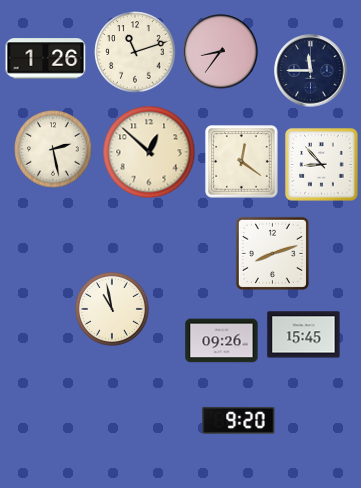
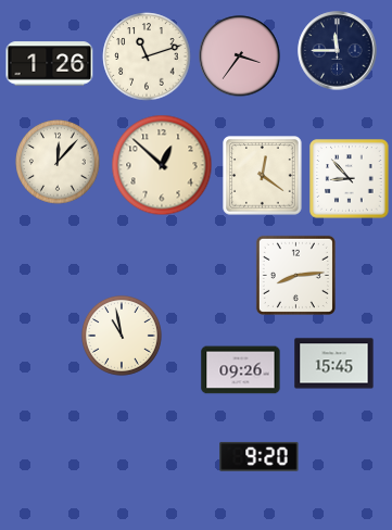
clock at (221, 52): 8:36 -> 3:36
clock at (311, 71) position: (311, 71) -> (338, 51)
clock at (53, 149): 2:28 -> 12:07
clock at (272, 253): 8:12 -> 8:14
clock at (304, 335) position: (304, 335) -> (334, 364)
